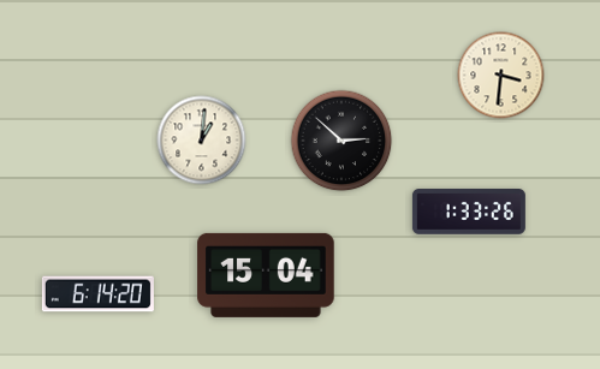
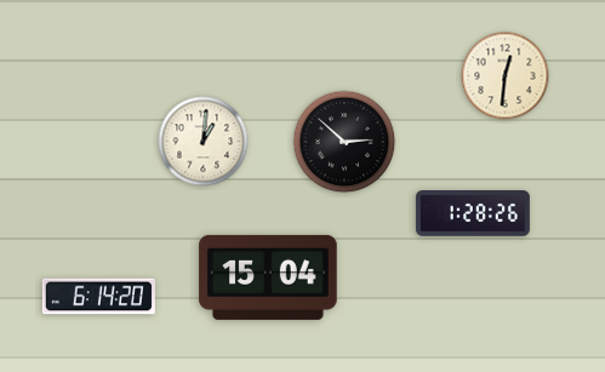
clock at (501, 76): 3:31 -> 12:31
clock at (469, 213): 1:33 -> 1:28
